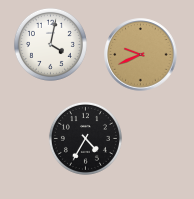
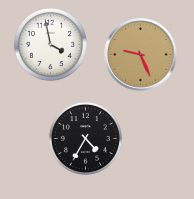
clock at (50, 44): 4:02 -> 3:58
clock at (141, 55): 9:41 -> 9:26
